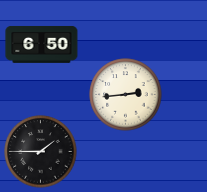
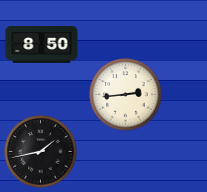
clock at (42, 44): 6:50 -> 8:50
clock at (41, 152): 1:45 -> 1:43
